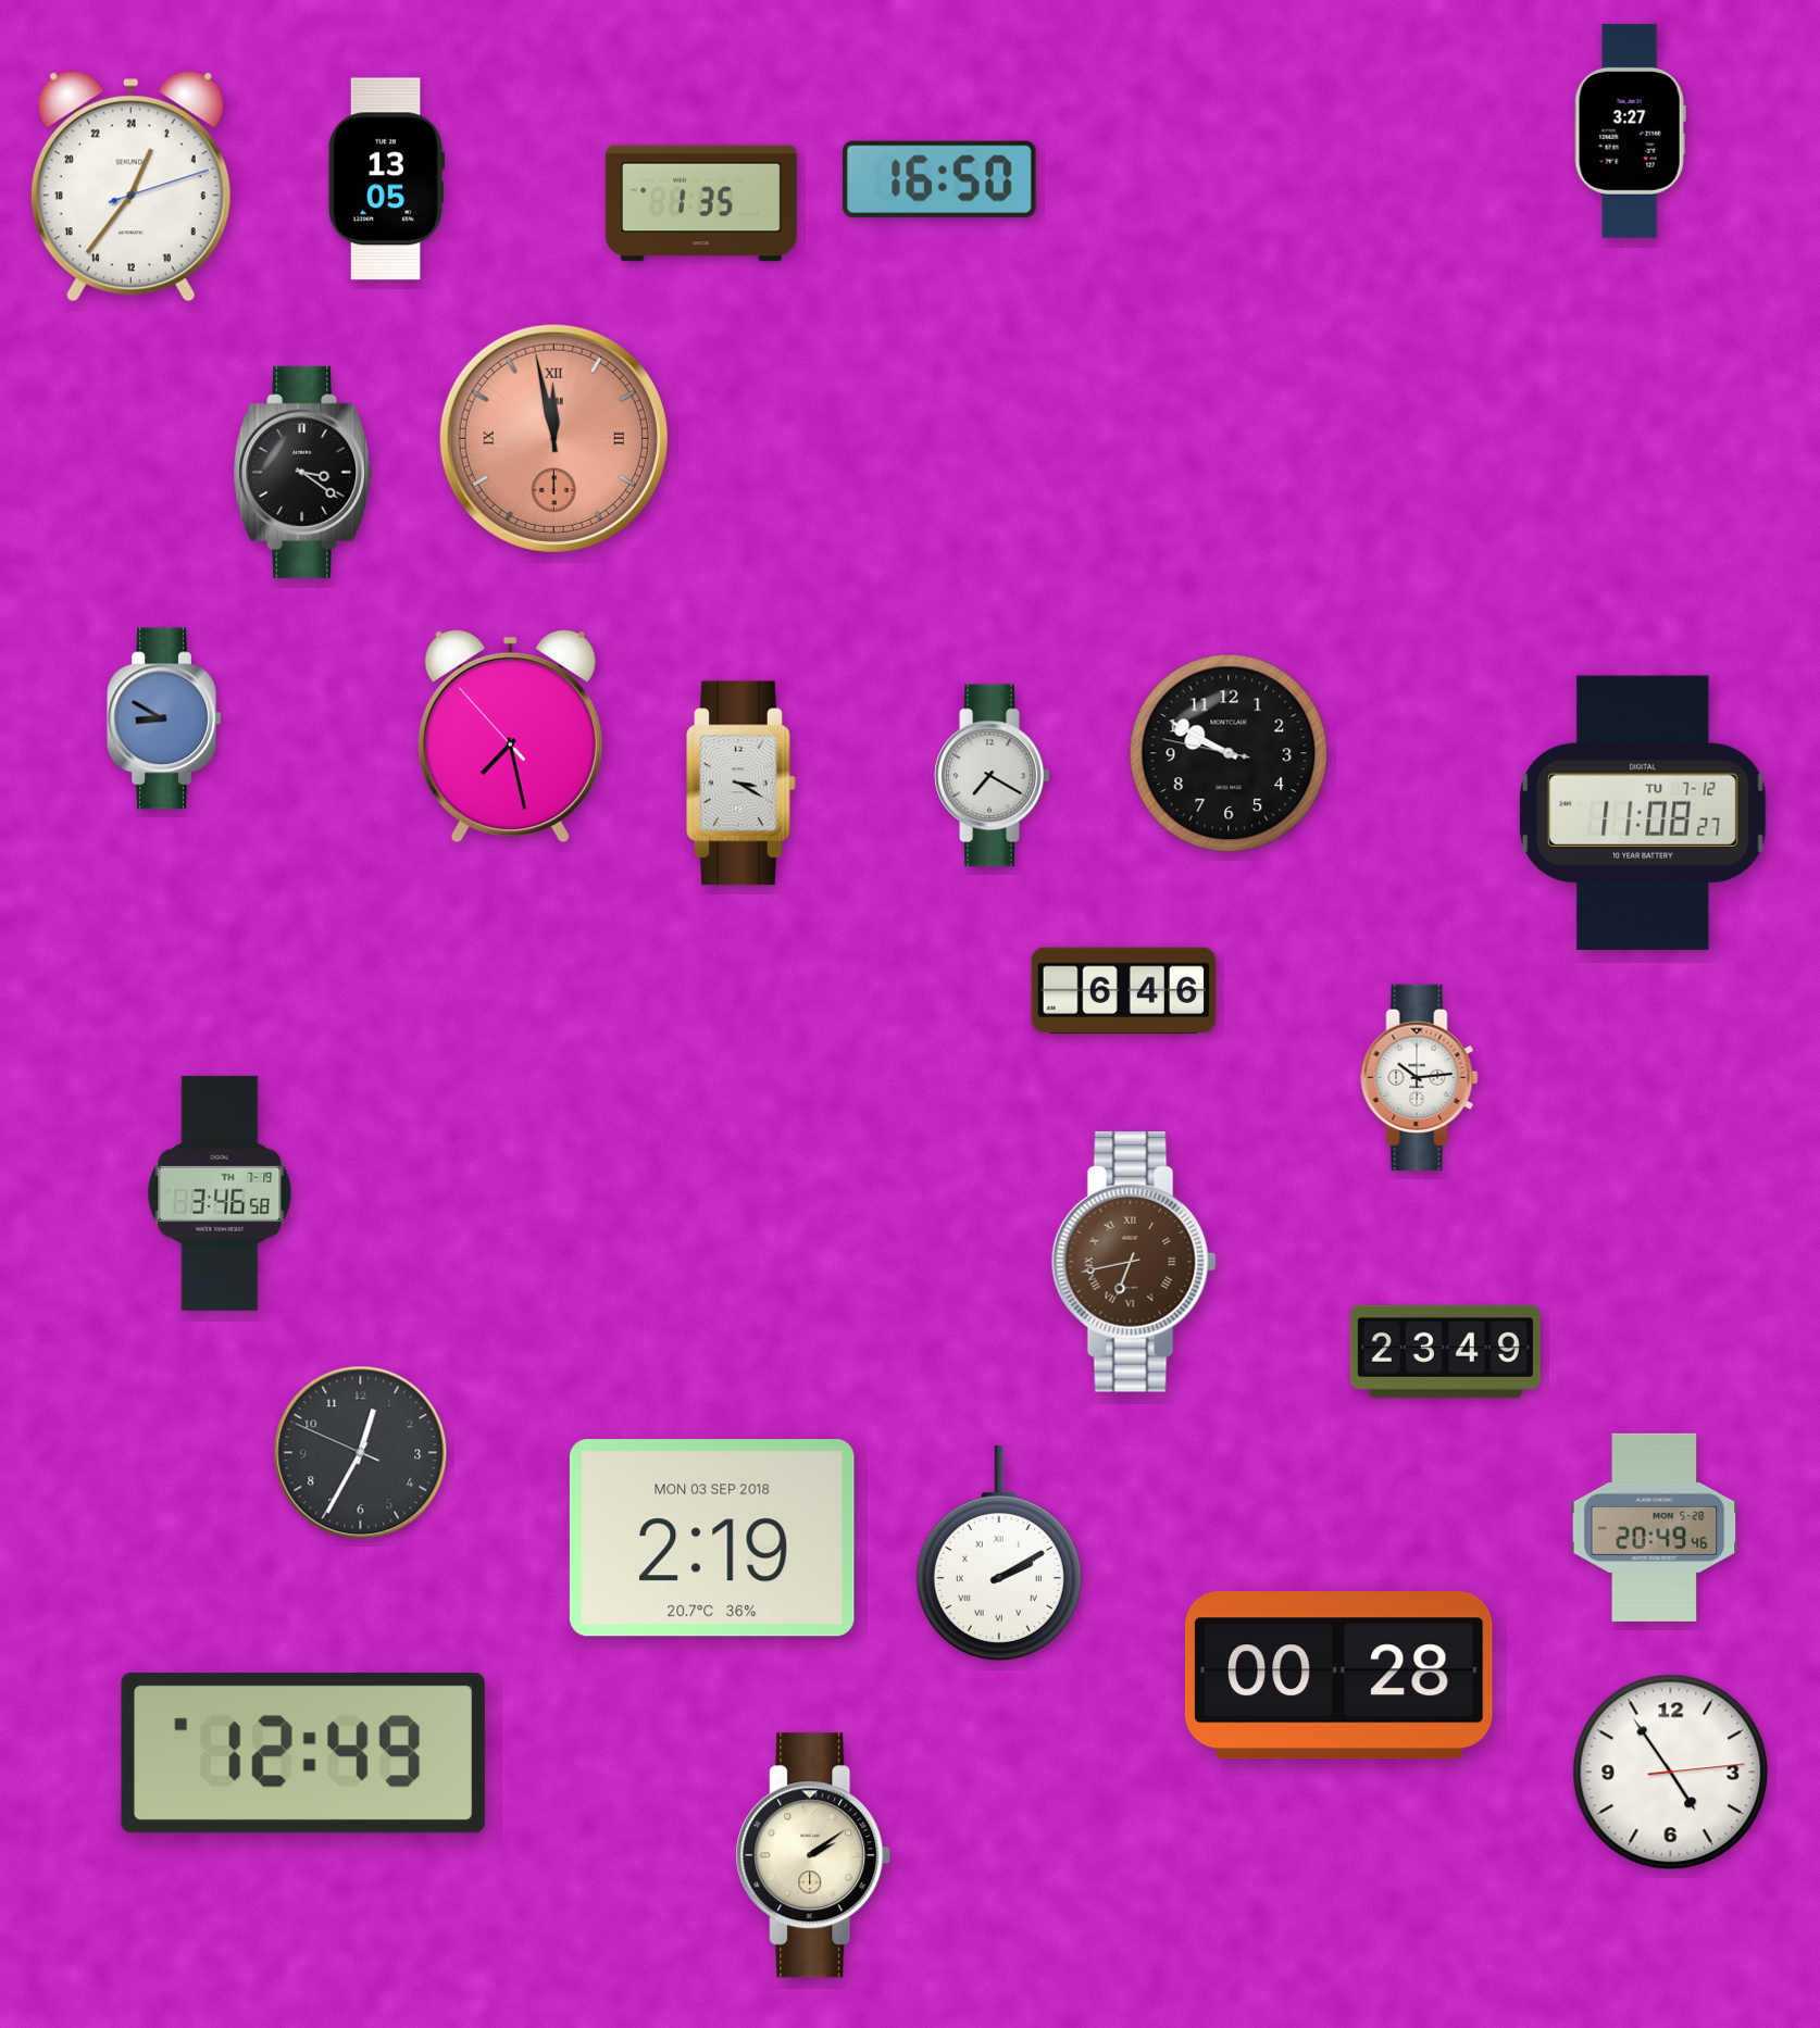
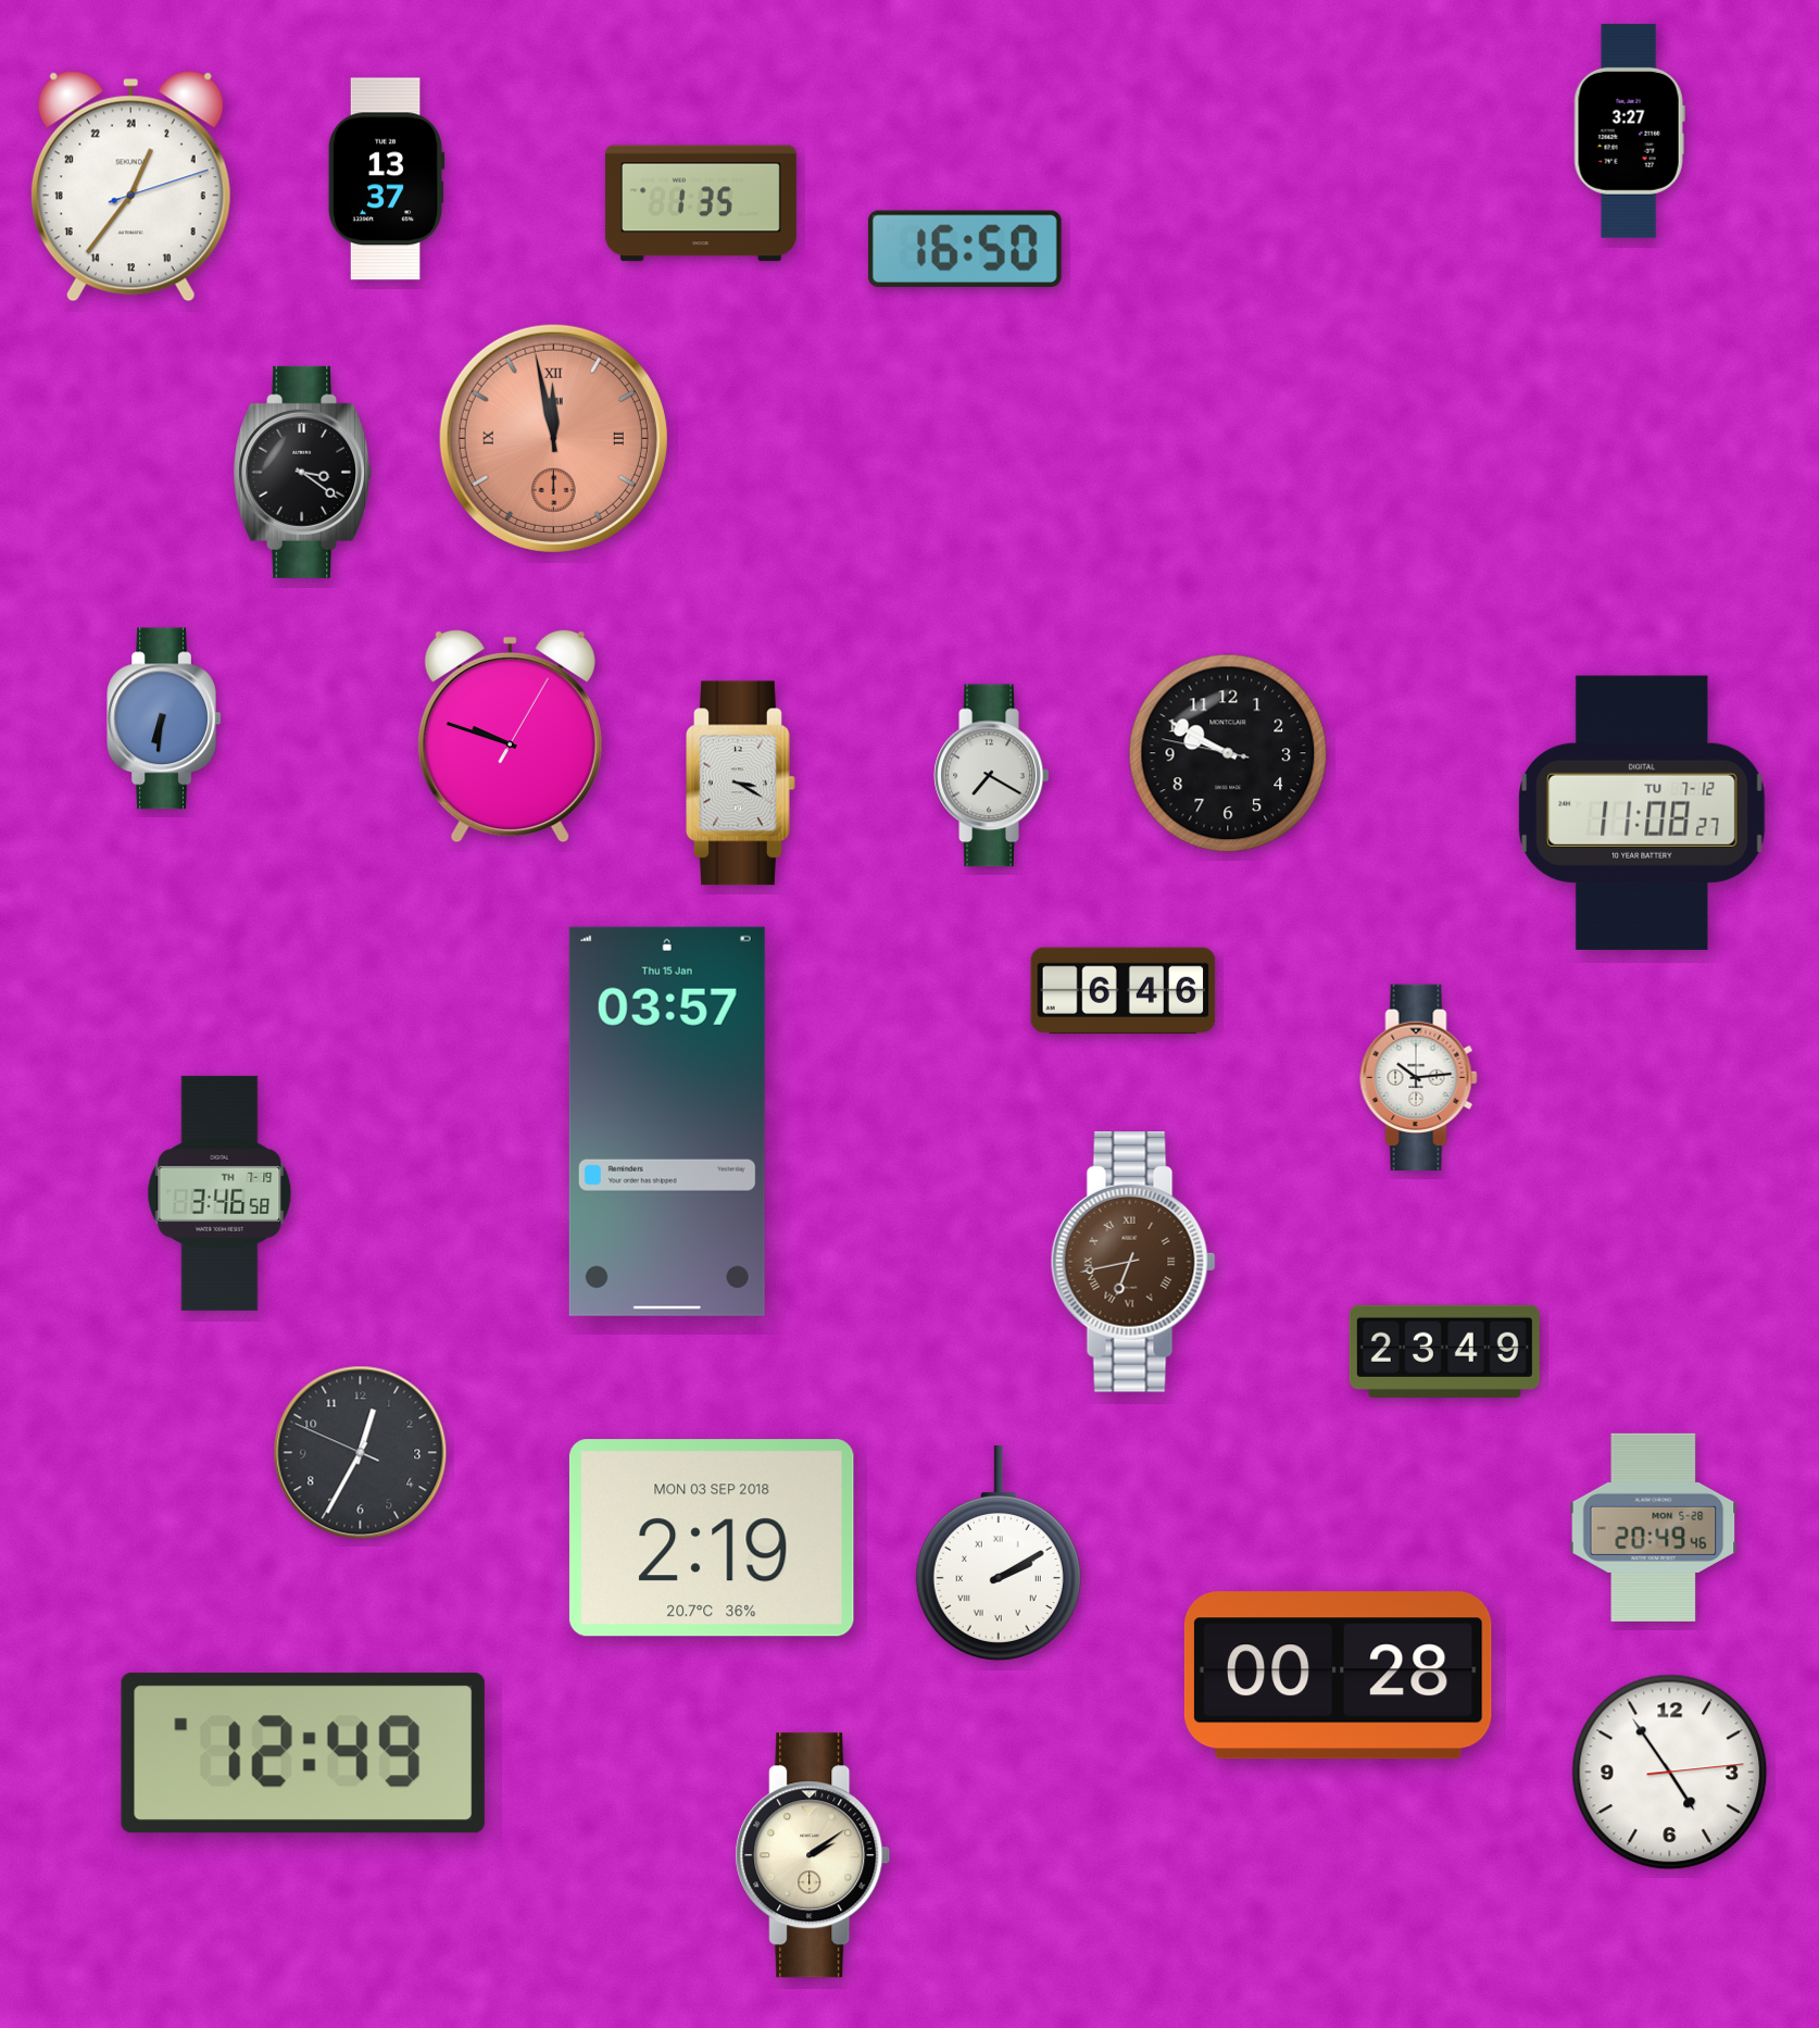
clock at (939, 178) position: (939, 178) -> (965, 248)
clock at (386, 179): 13:05 -> 13:37
clock at (164, 718): 8:50 -> 6:31
clock at (510, 736): 7:27 -> 9:48
clock at (667, 1122): none -> 03:57
